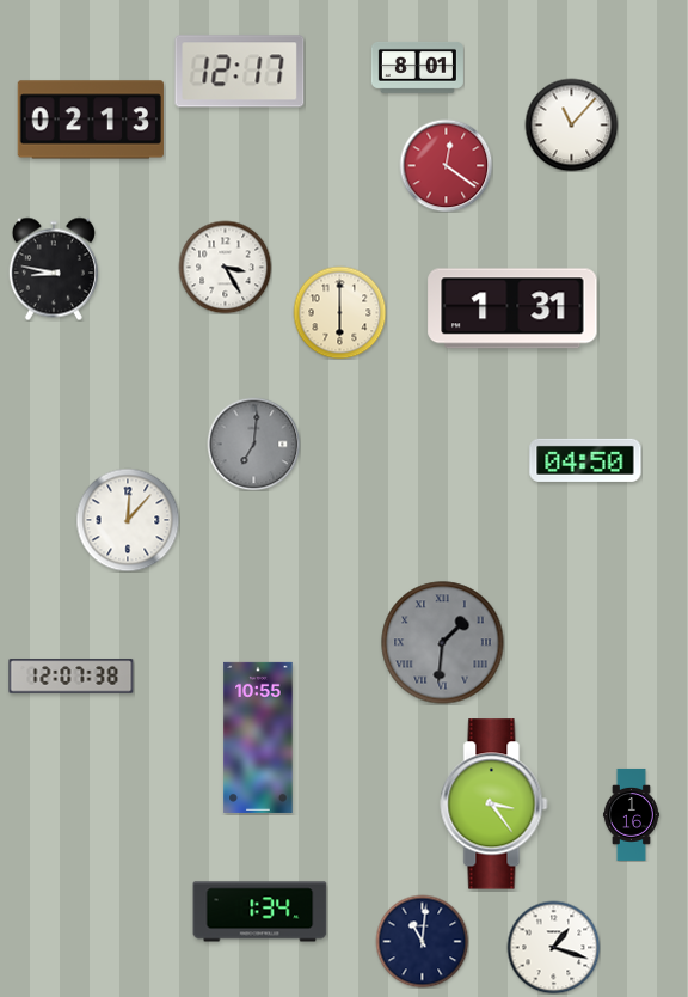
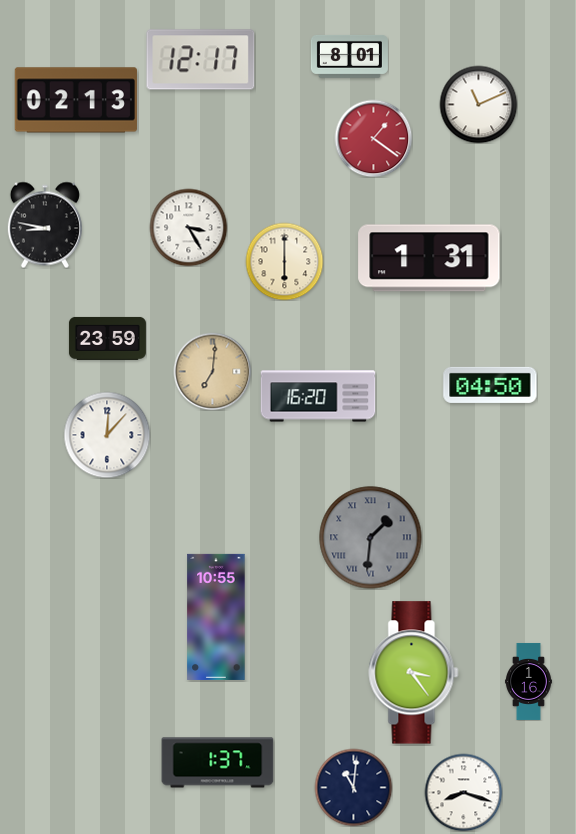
clock at (571, 124): 11:07 -> 11:11
clock at (446, 165): 12:21 -> 1:21
clock at (225, 267) position: (225, 267) -> (188, 227)
clock at (107, 338): none -> 23:59
clock at (253, 444) dial: grey -> champagne
clock at (318, 396): none -> 16:20
clock at (72, 677): 12:07 -> none
clock at (260, 912): 1:34 -> 1:37
clock at (553, 947): 1:18 -> 8:18
